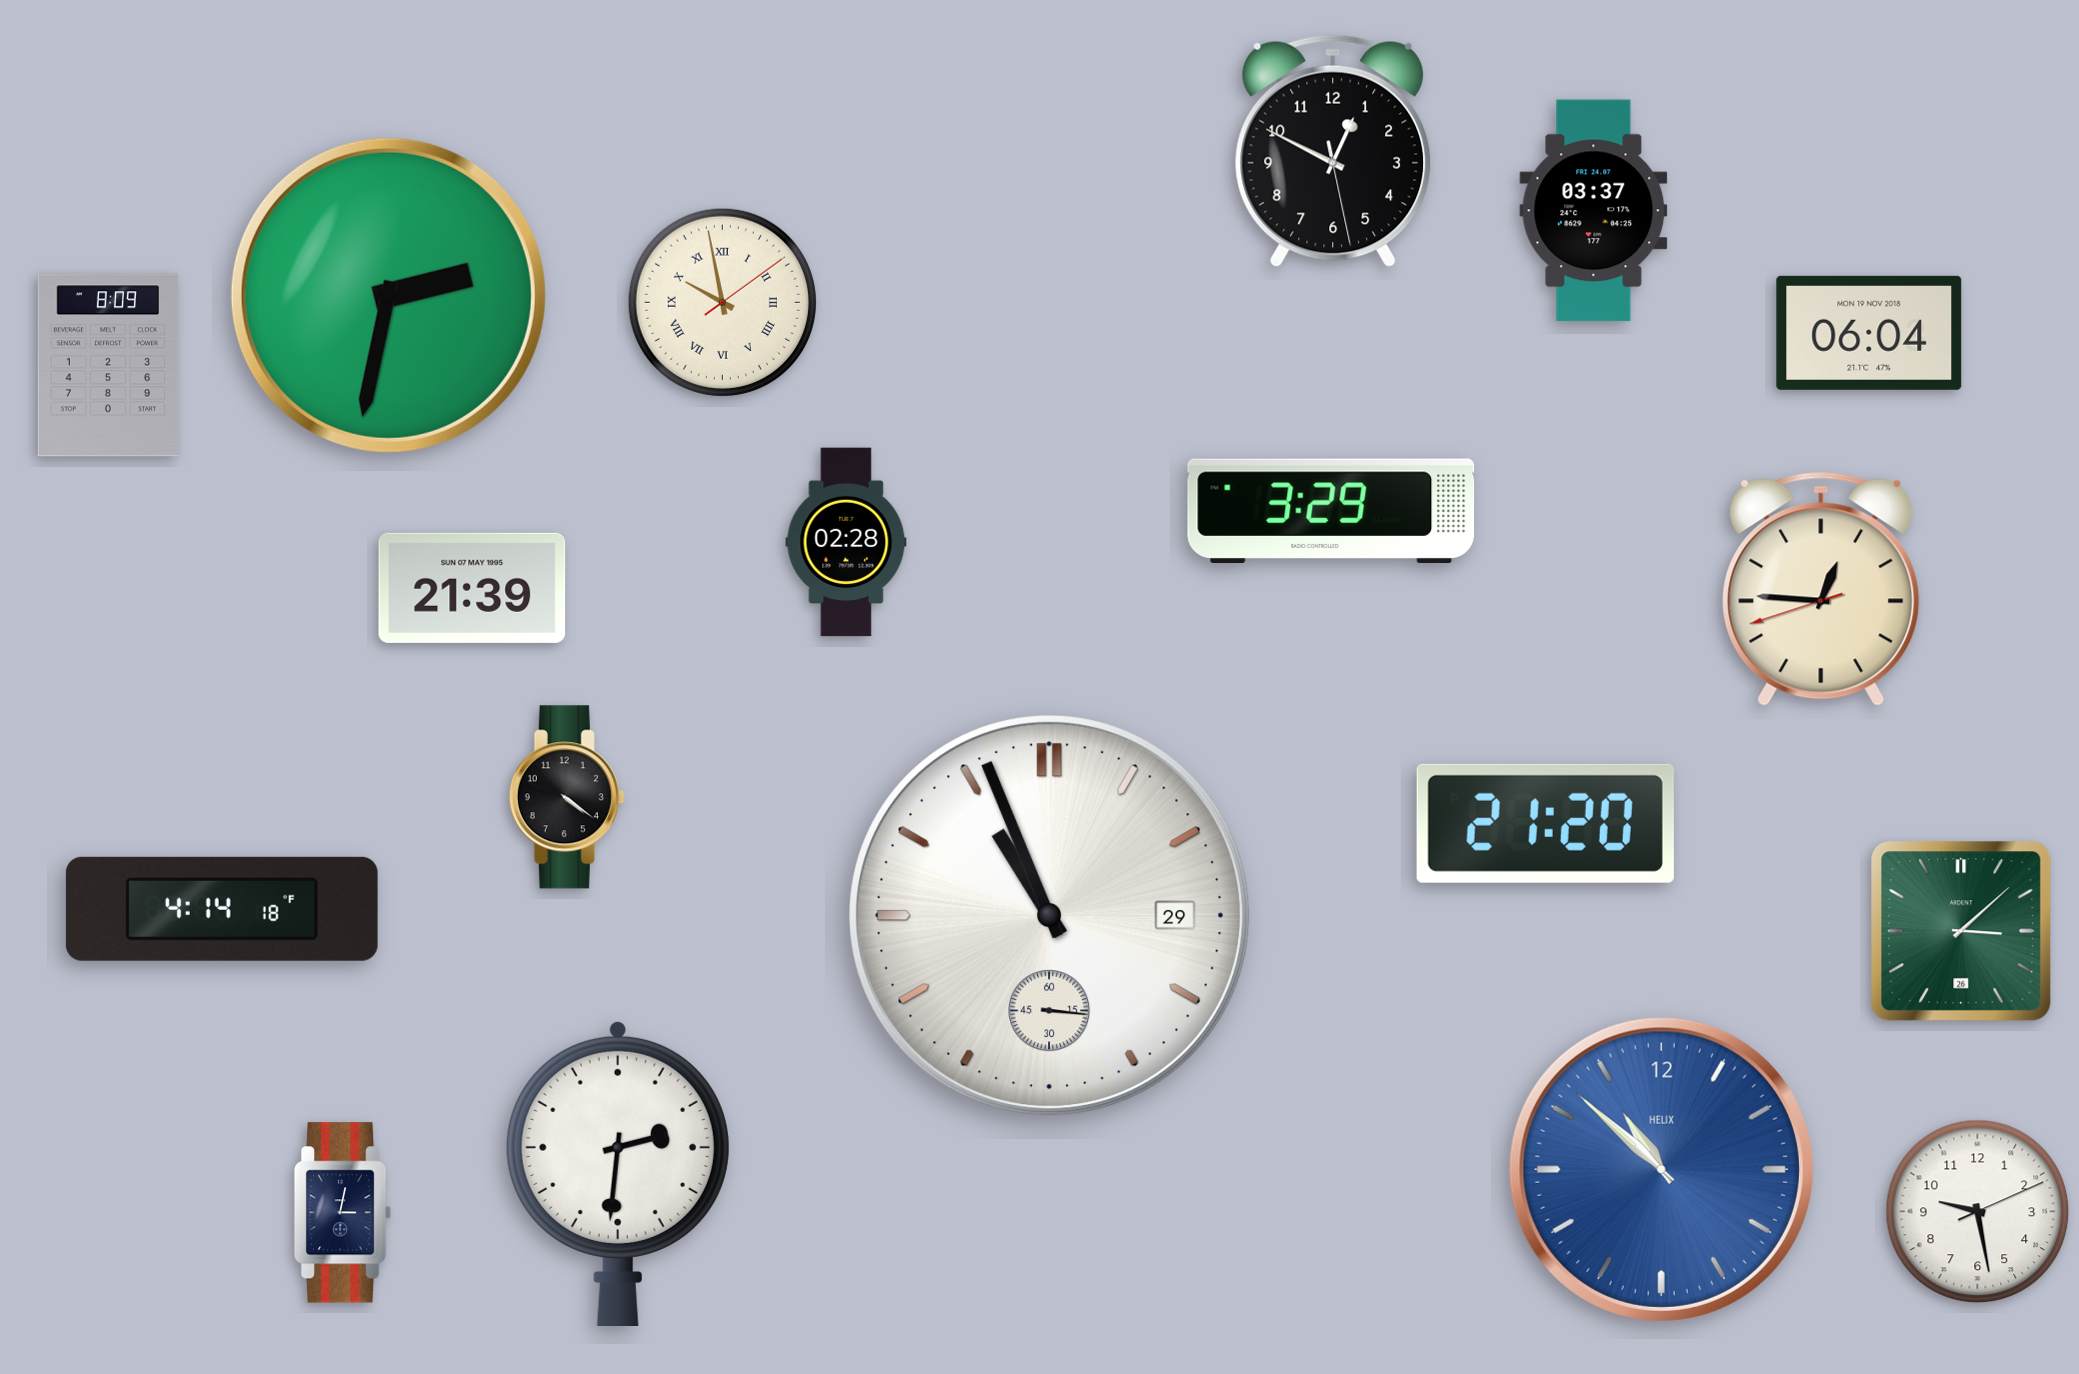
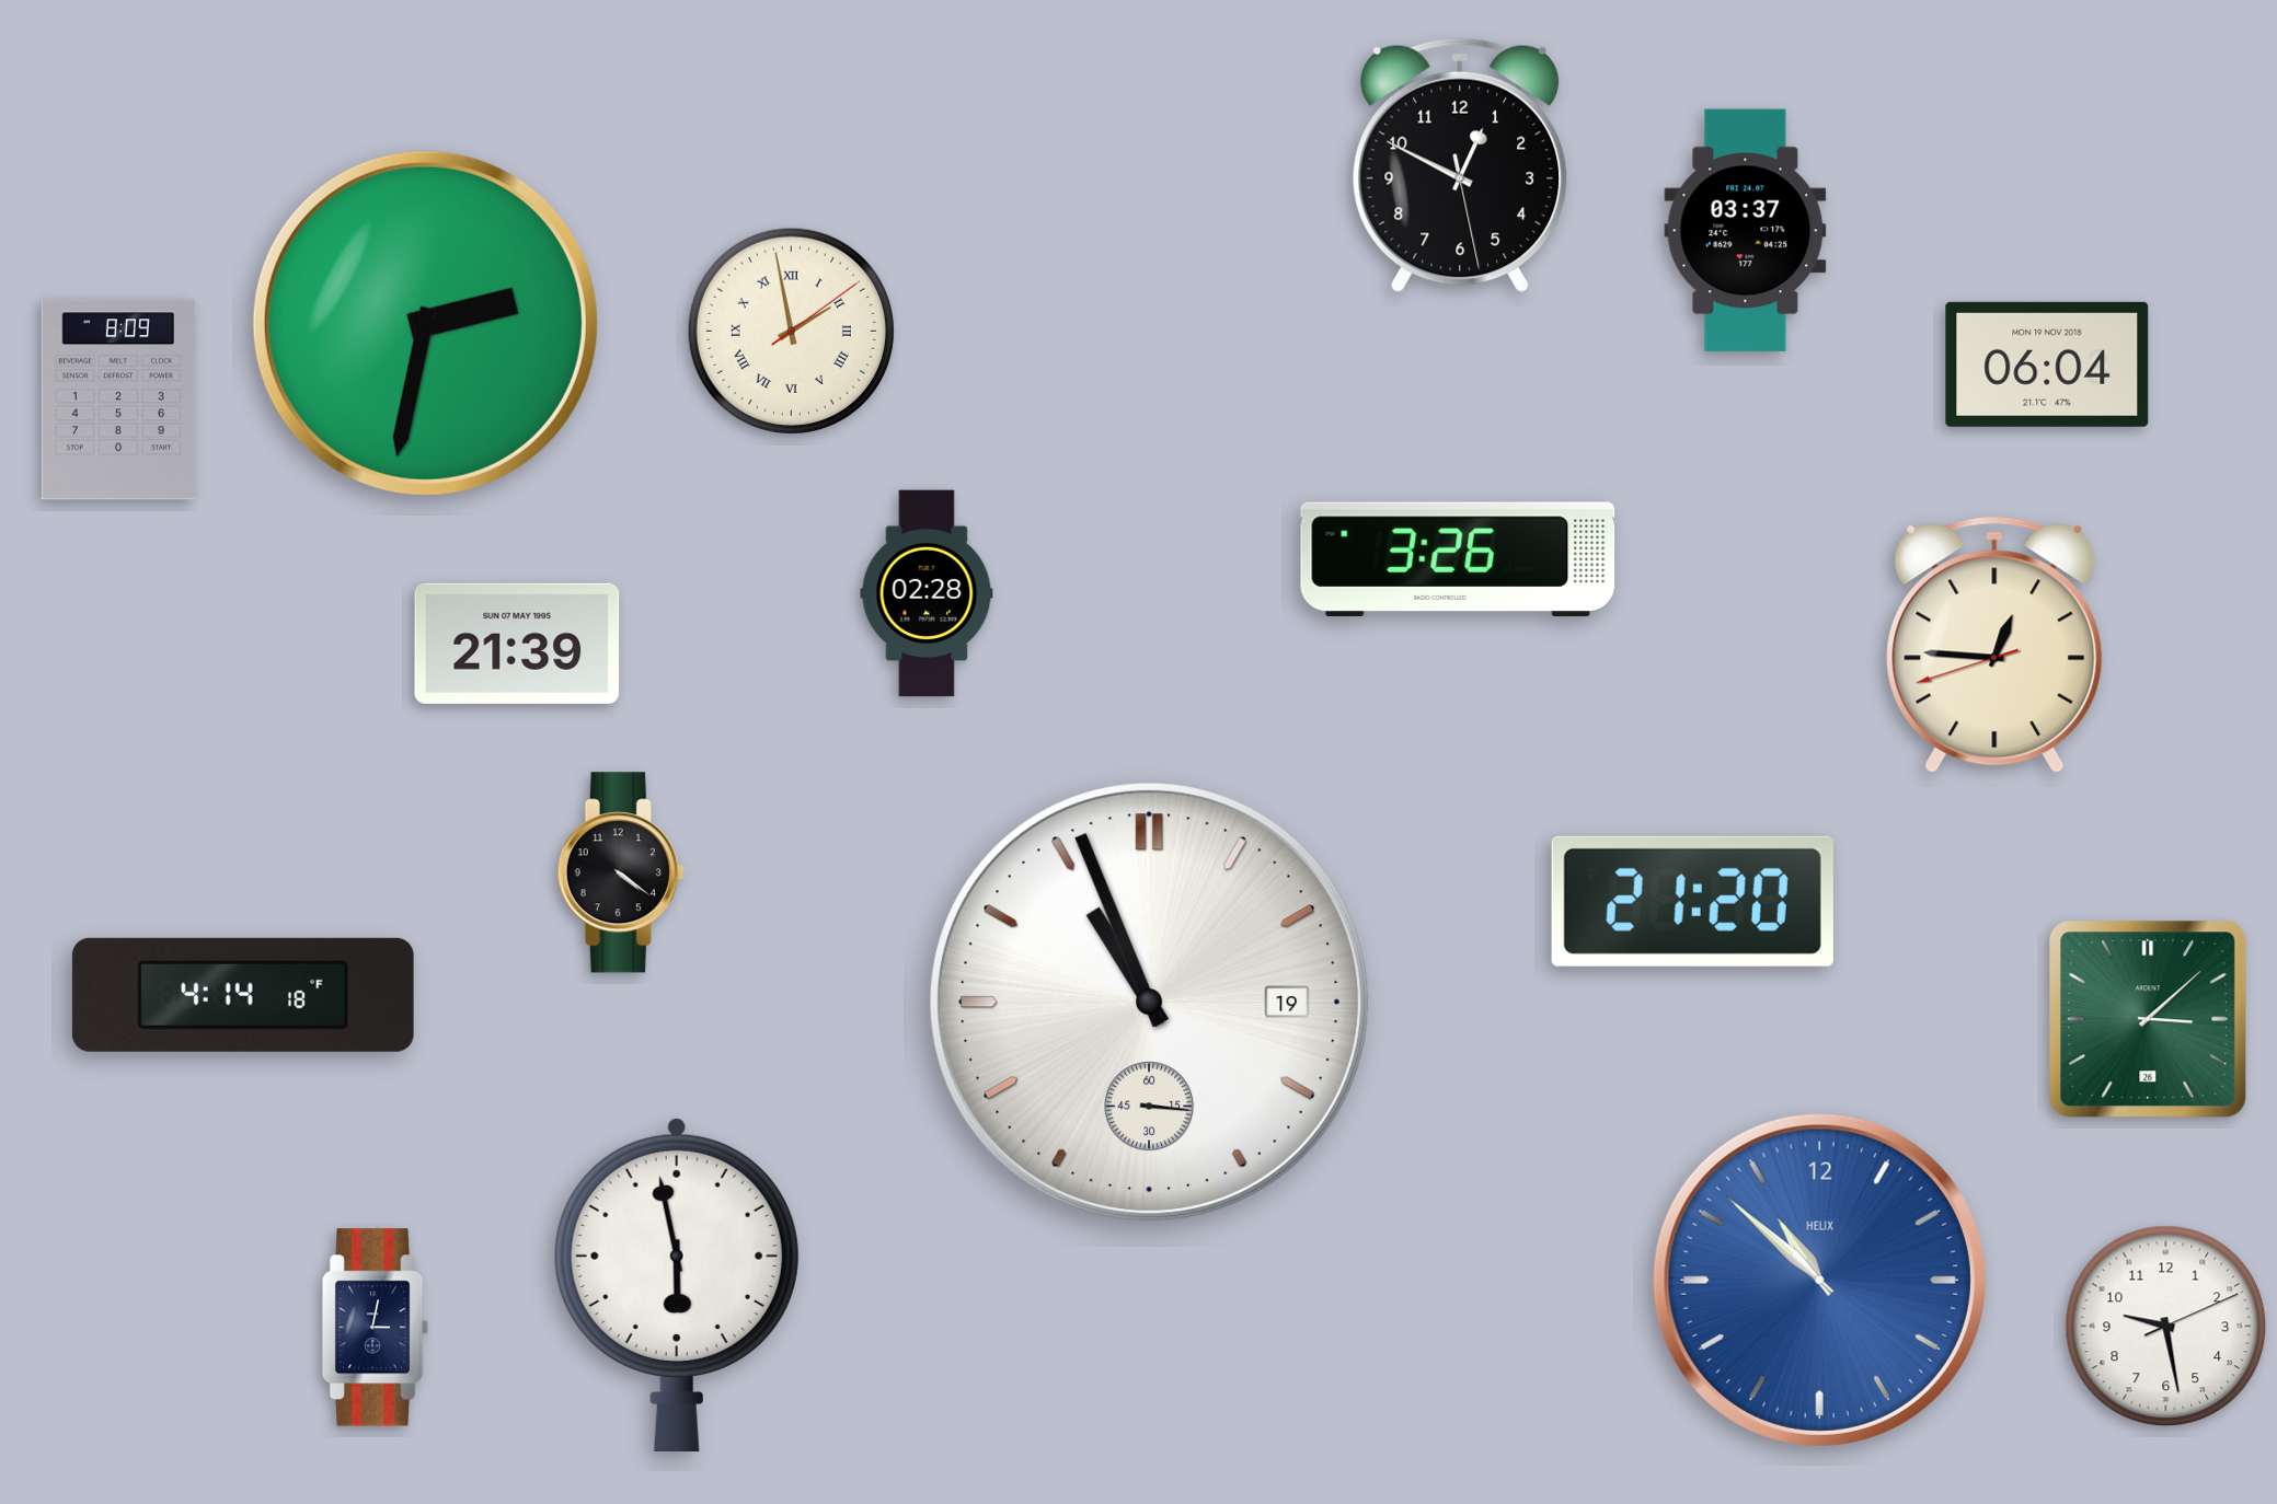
clock at (722, 302): 9:58 -> 1:58
clock at (1331, 510): 3:29 -> 3:26
clock at (1050, 916) date: 29 -> 19
clock at (618, 1173): 2:31 -> 5:58
